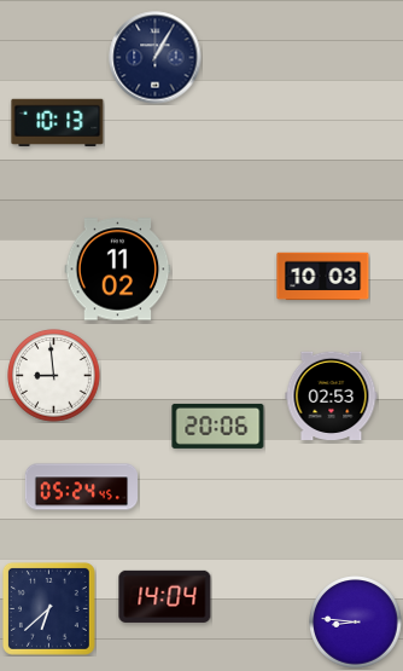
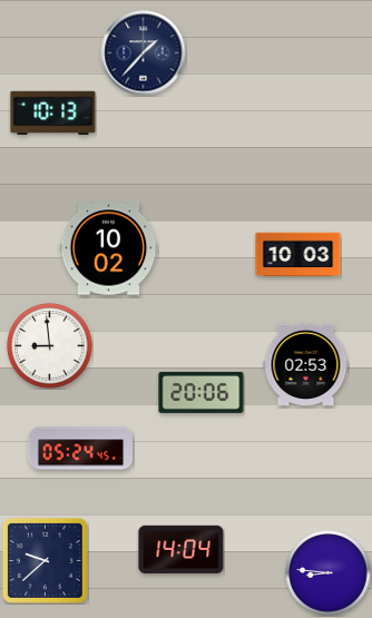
clock at (156, 58): 1:05 -> 1:37
clock at (118, 270): 11:02 -> 10:02
clock at (81, 487) position: (81, 487) -> (80, 449)
clock at (165, 596) position: (165, 596) -> (182, 549)
clock at (48, 608): 6:38 -> 9:38
